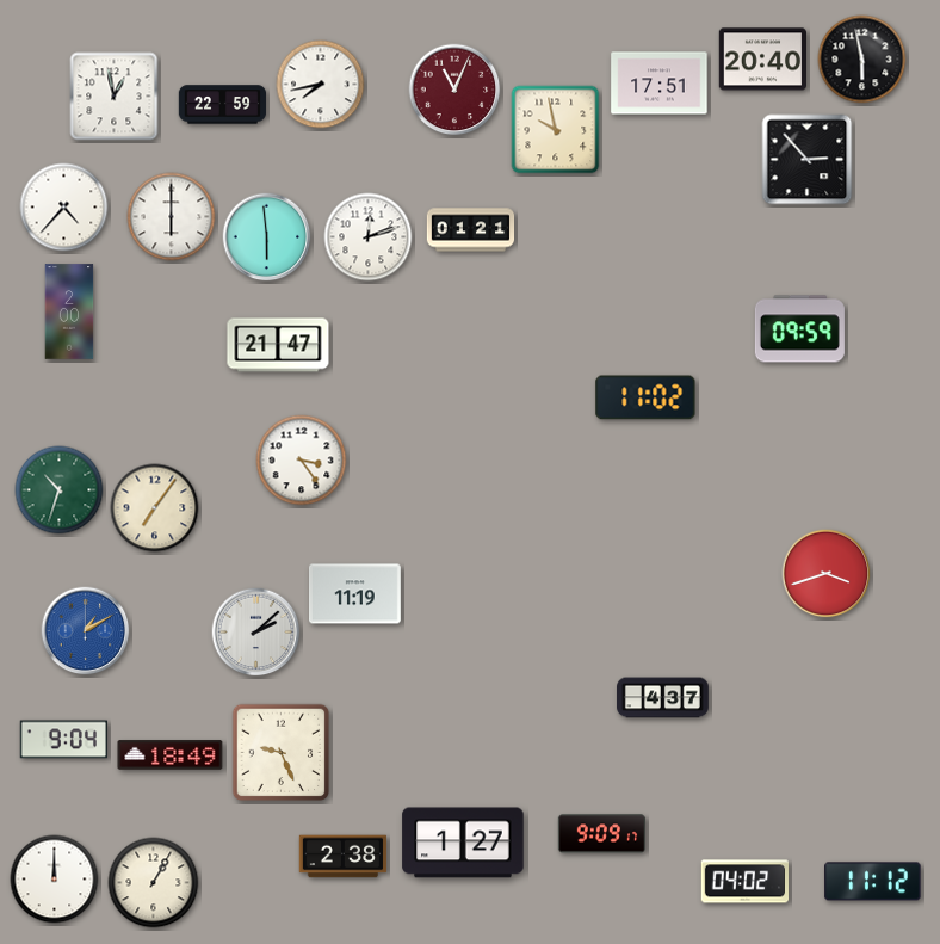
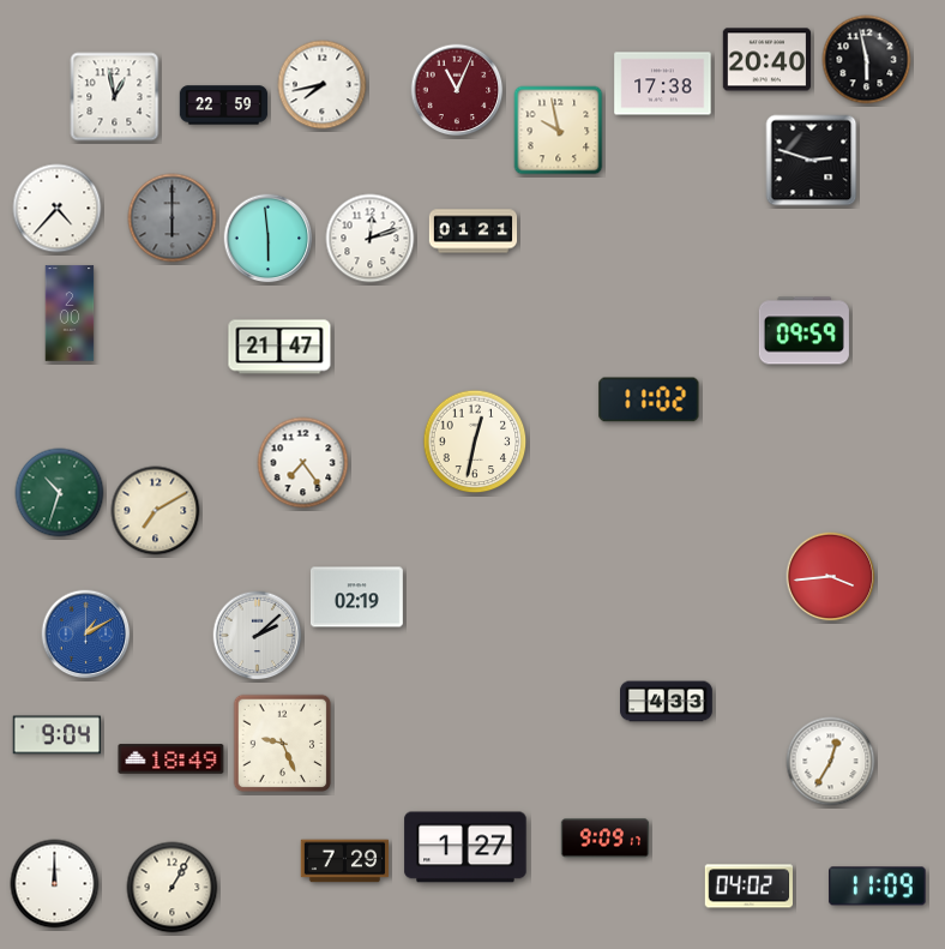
clock at (660, 84): 17:51 -> 17:38
clock at (808, 160): 2:53 -> 2:48
clock at (64, 208) position: (64, 208) -> (58, 209)
clock at (172, 217) dial: white -> grey
clock at (475, 442): none -> 12:32
clock at (302, 461): 3:24 -> 7:24
clock at (155, 508): 7:06 -> 7:10
clock at (827, 574): 3:42 -> 3:44
clock at (355, 594): 11:19 -> 02:19
clock at (663, 698): 4:37 -> 4:33
clock at (63, 740) position: (63, 740) -> (56, 735)
clock at (282, 753) position: (282, 753) -> (283, 744)
clock at (831, 762): none -> 12:35
clock at (344, 857): 2:38 -> 7:29
clock at (873, 882): 11:12 -> 11:09
clock at (154, 883) position: (154, 883) -> (173, 888)
